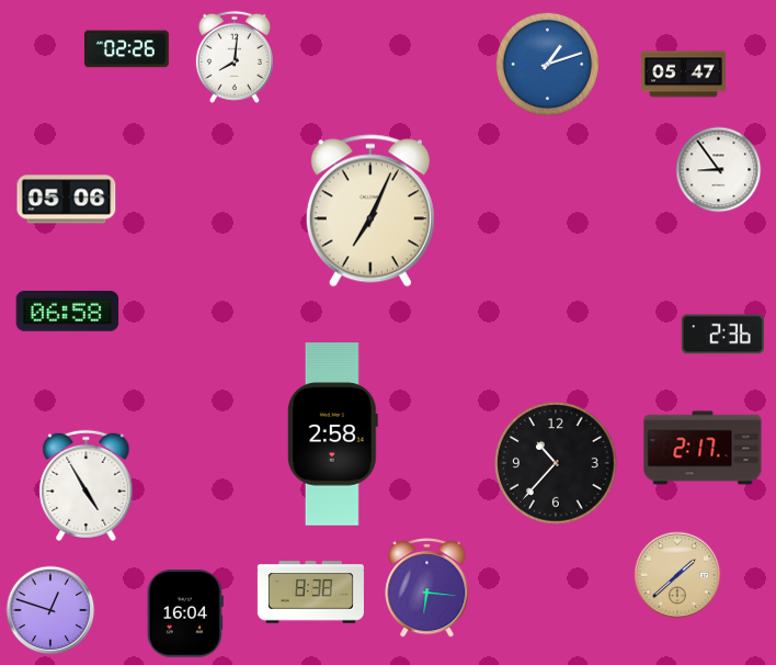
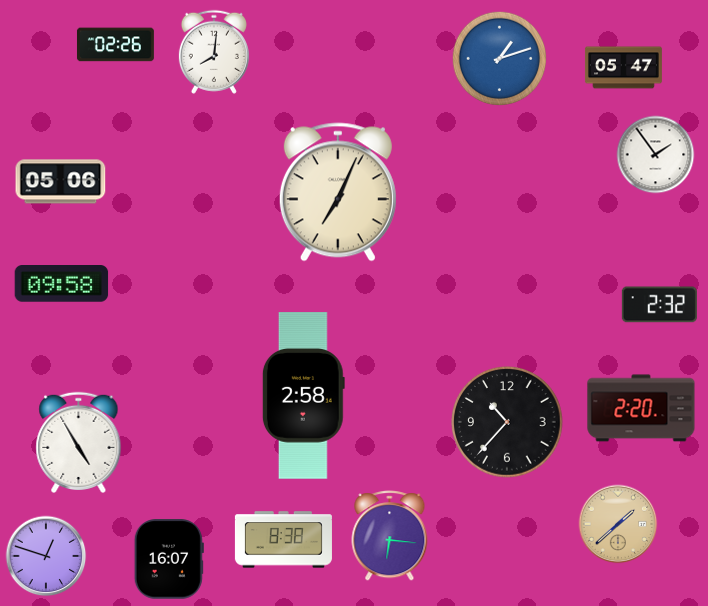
clock at (719, 170): 8:54 -> 1:54
clock at (68, 312): 06:58 -> 09:58
clock at (722, 335): 2:36 -> 2:32
clock at (703, 448): 2:17 -> 2:20
clock at (185, 613): 16:04 -> 16:07
